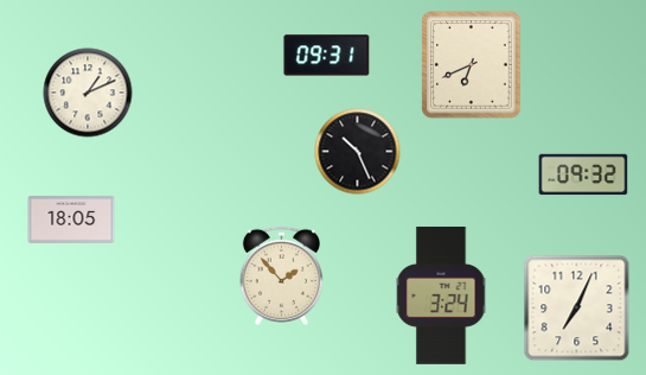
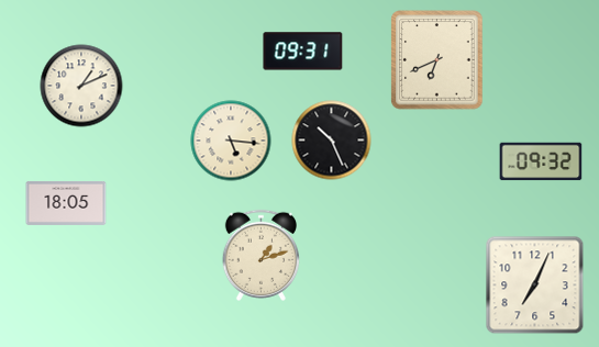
clock at (231, 141): none -> 5:16
clock at (281, 275): 1:53 -> 1:12
clock at (441, 295): 3:24 -> none
